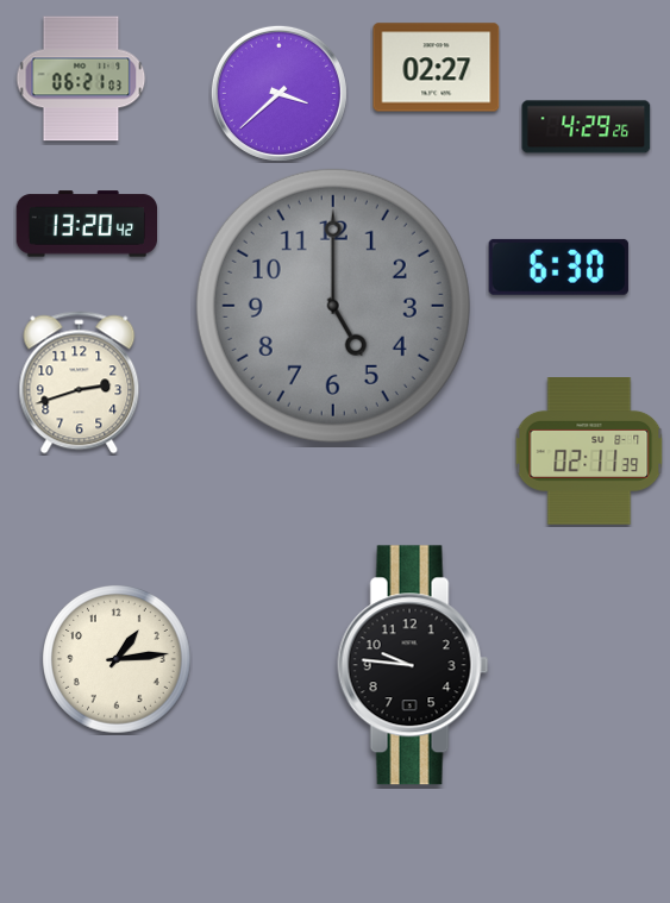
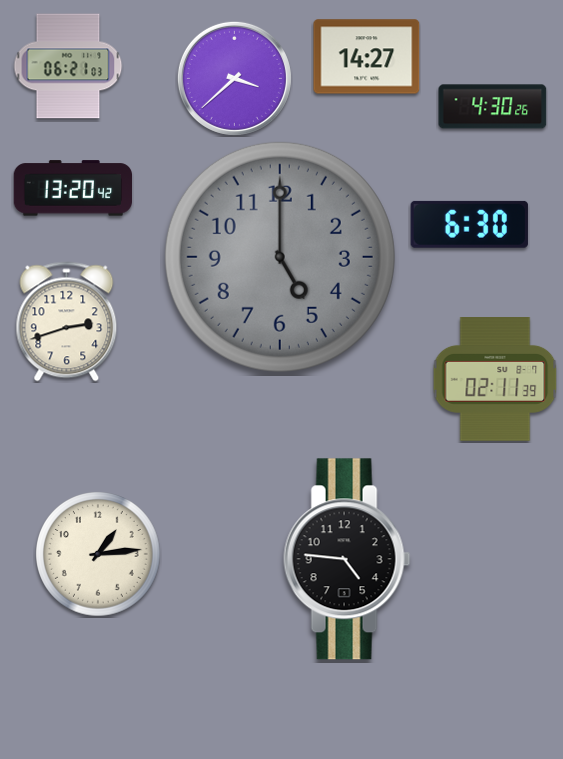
clock at (437, 68): 02:27 -> 14:27
clock at (587, 127): 4:29 -> 4:30
clock at (413, 665): 9:46 -> 4:46
